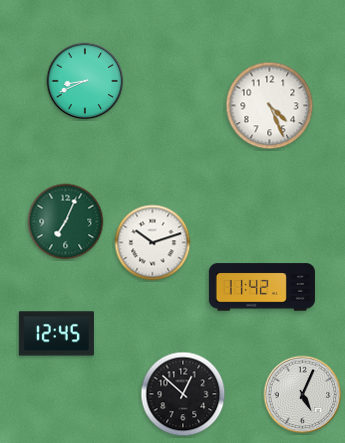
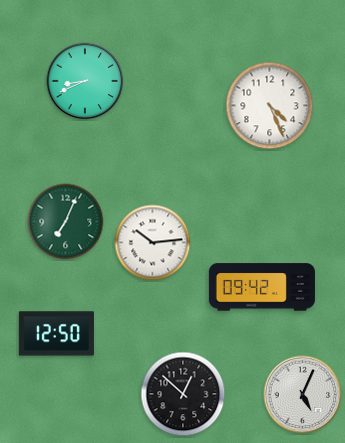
clock at (153, 243): 10:12 -> 10:14
clock at (262, 287): 11:42 -> 09:42
clock at (56, 334): 12:45 -> 12:50
